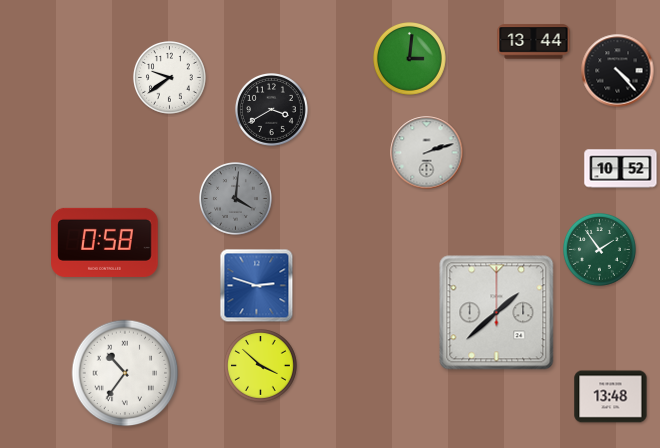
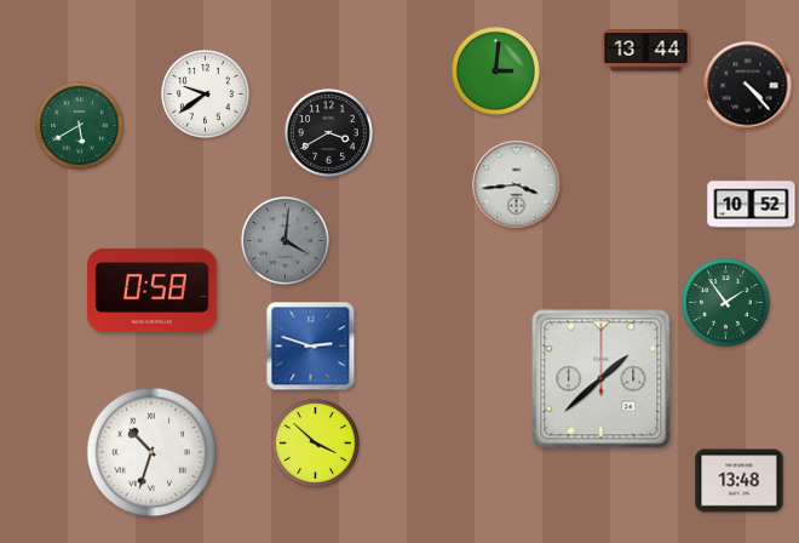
clock at (80, 126): none -> 5:40
clock at (427, 153): 2:12 -> 3:44
clock at (105, 242) position: (105, 242) -> (153, 290)
clock at (125, 373): 10:36 -> 10:33
